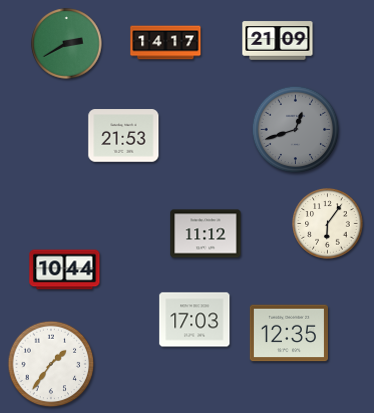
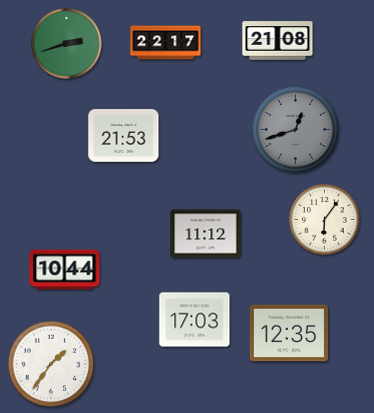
clock at (278, 41): 21:09 -> 21:08
clock at (166, 43): 14:17 -> 22:17
clock at (67, 44): 2:40 -> 2:42
clock at (328, 224) position: (328, 224) -> (325, 220)
